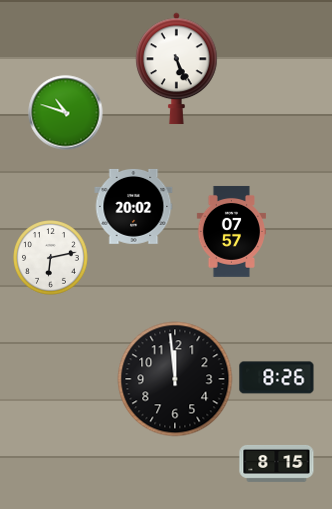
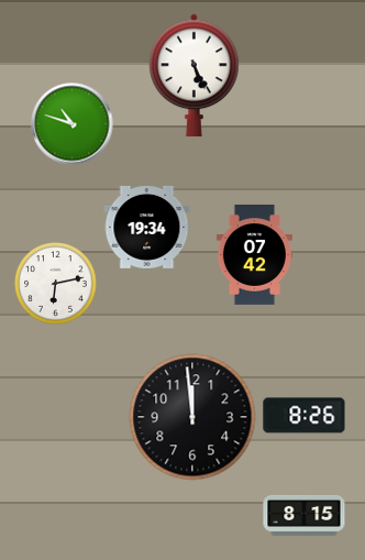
clock at (134, 206): 20:02 -> 19:34
clock at (231, 231): 07:57 -> 07:42
clock at (277, 463) position: (277, 463) -> (305, 515)
